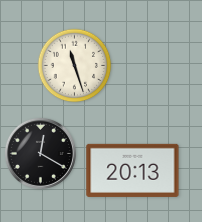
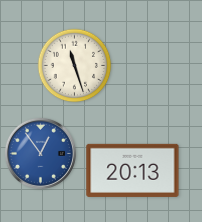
clock at (40, 153): 12:20 -> 12:54
clock at (40, 153) dial: black -> blue
